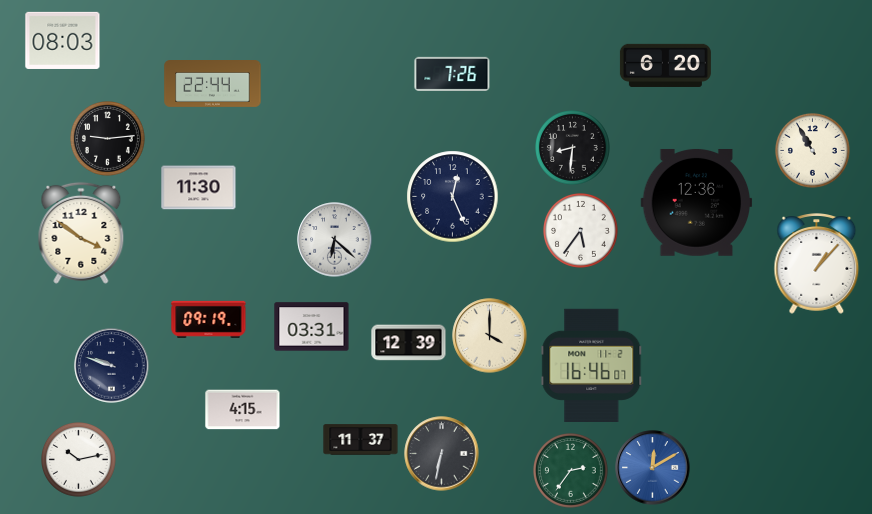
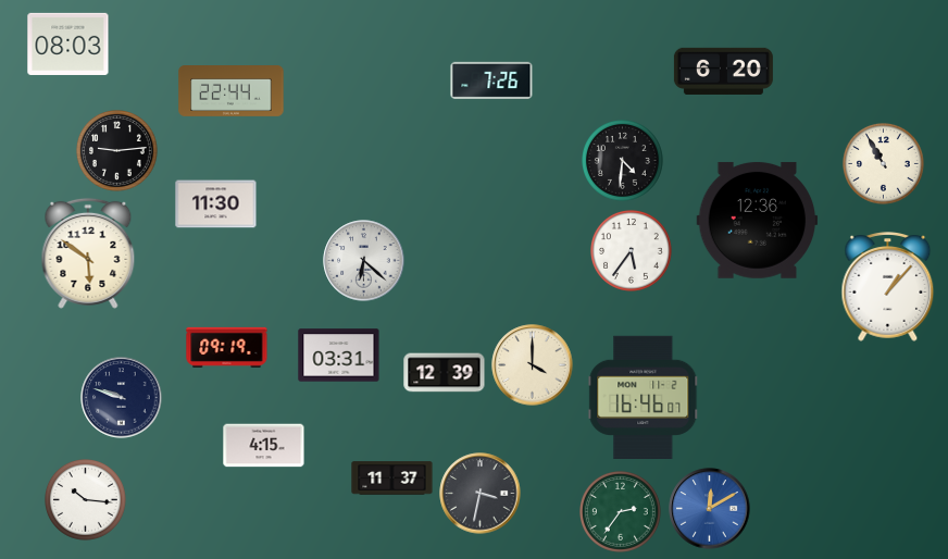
clock at (573, 148): 8:31 -> 4:31
clock at (453, 197): 12:26 -> none
clock at (81, 233): 3:51 -> 5:51
clock at (442, 454): 6:32 -> 3:32
clock at (79, 460): 10:13 -> 10:16
